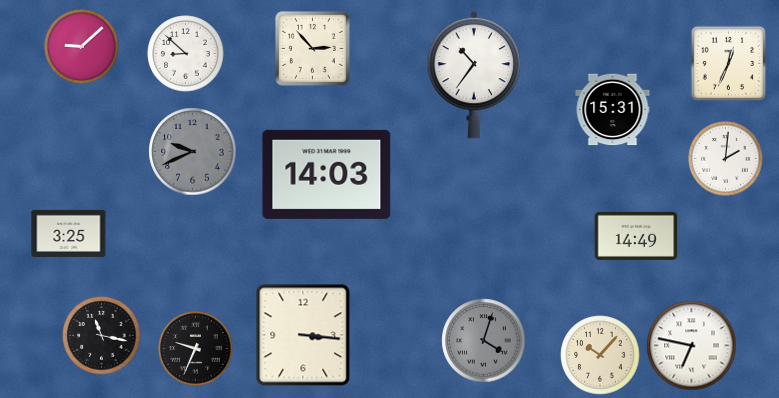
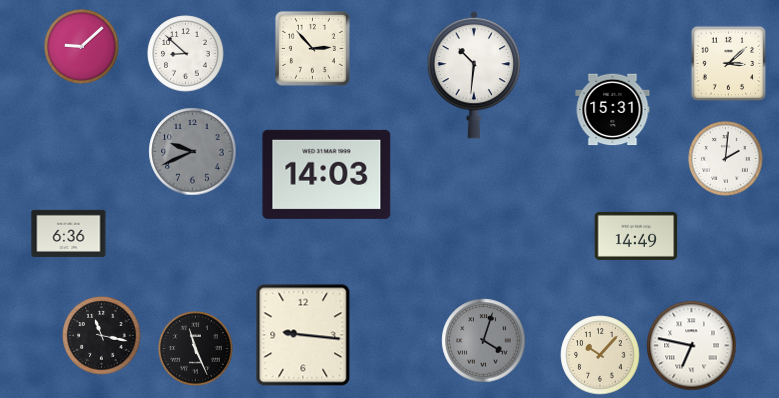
clock at (729, 64): 12:34 -> 3:08
clock at (474, 75): 10:36 -> 10:31
clock at (69, 233): 3:25 -> 6:36
clock at (303, 335): 3:16 -> 9:16
clock at (196, 349): 9:34 -> 11:26
